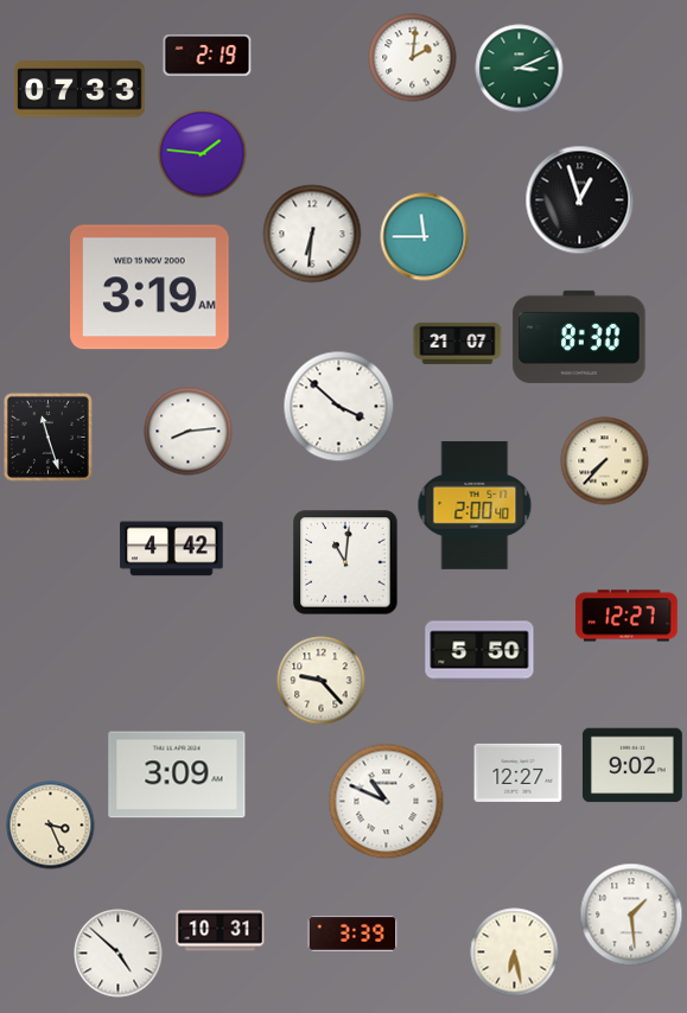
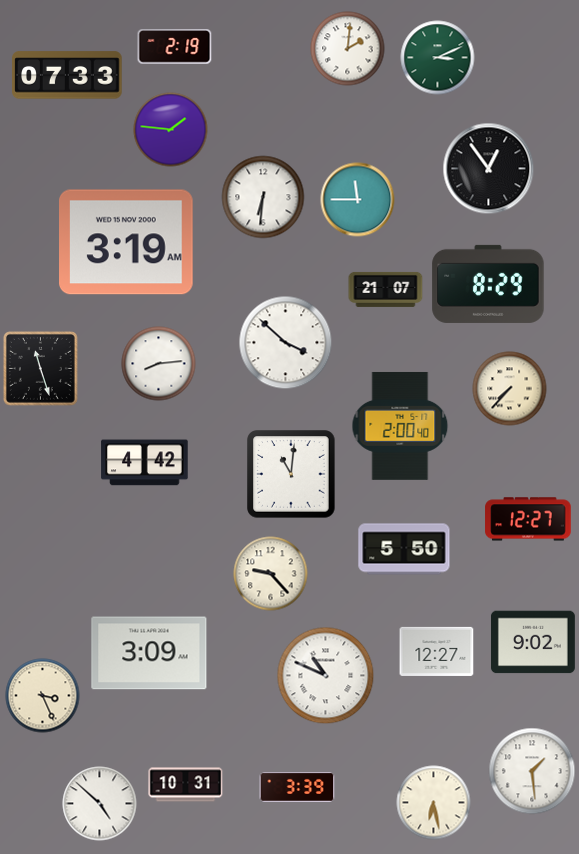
clock at (580, 200): 12:57 -> 12:54
clock at (579, 337): 8:30 -> 8:29
clock at (632, 765) position: (632, 765) -> (533, 642)
